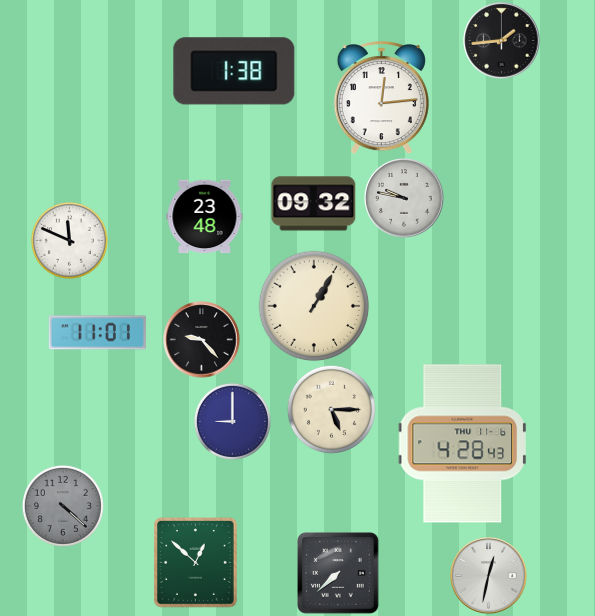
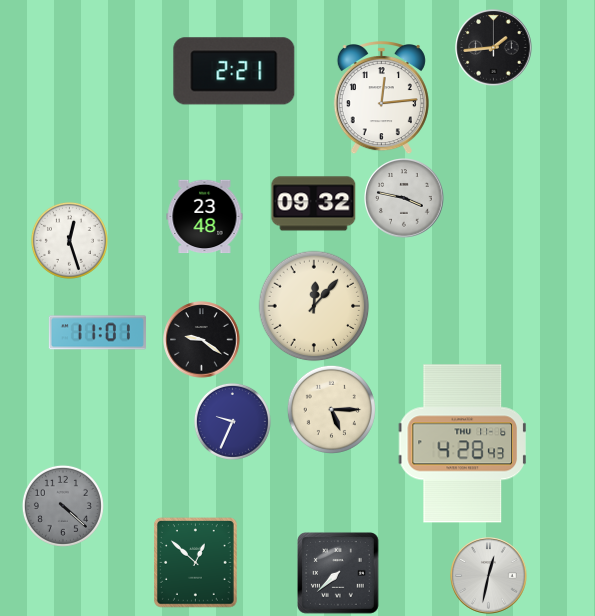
clock at (502, 41) position: (502, 41) -> (494, 48)
clock at (234, 71): 1:38 -> 2:21
clock at (404, 198): 9:47 -> 3:47
clock at (69, 240): 11:49 -> 12:27
clock at (314, 306): 1:05 -> 12:07
clock at (202, 340): 9:23 -> 9:21
clock at (232, 421): 9:00 -> 9:34
